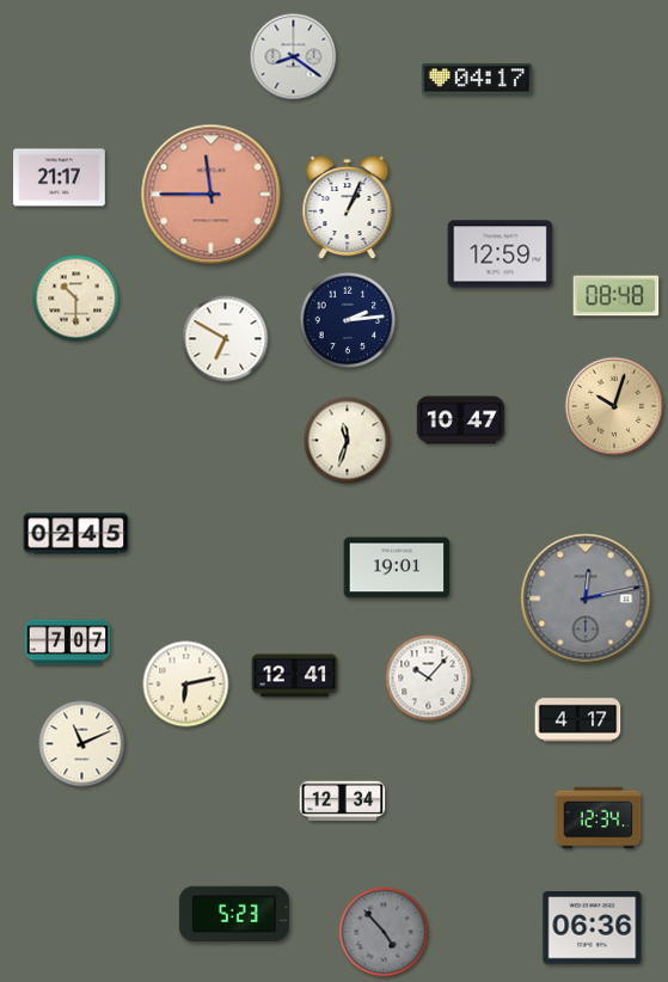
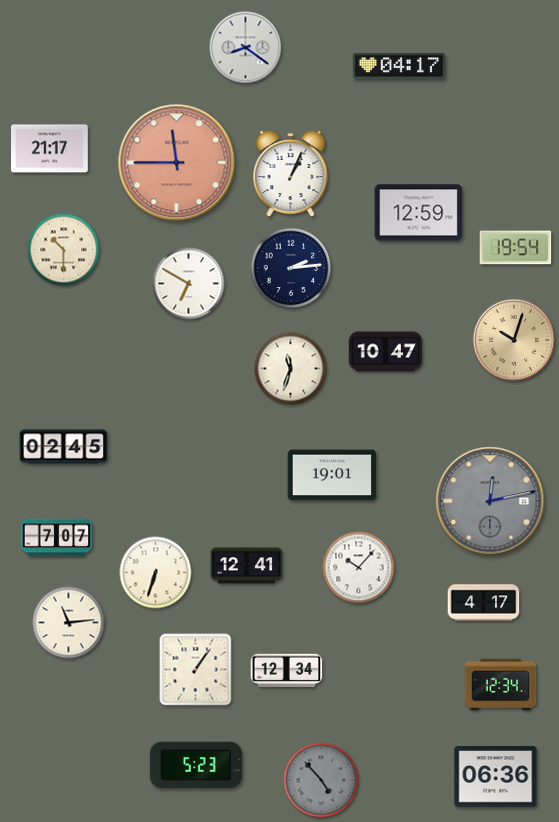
clock at (617, 296): 08:48 -> 19:54
clock at (186, 685): 6:13 -> 6:33
clock at (82, 744): 11:11 -> 11:14
clock at (196, 670): none -> 1:06
